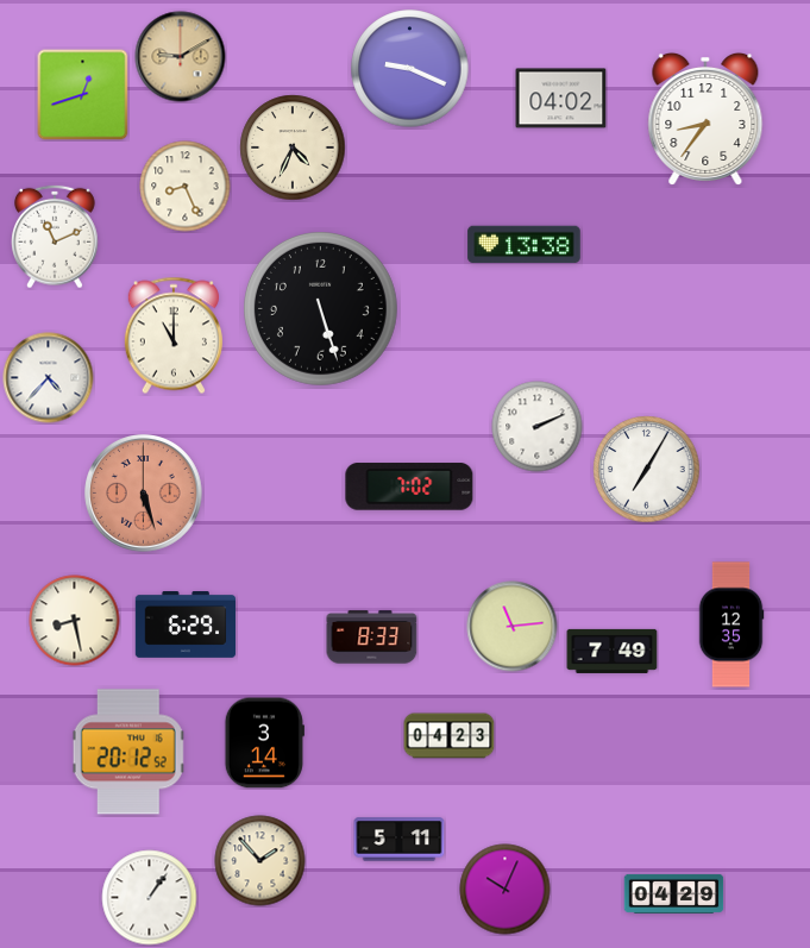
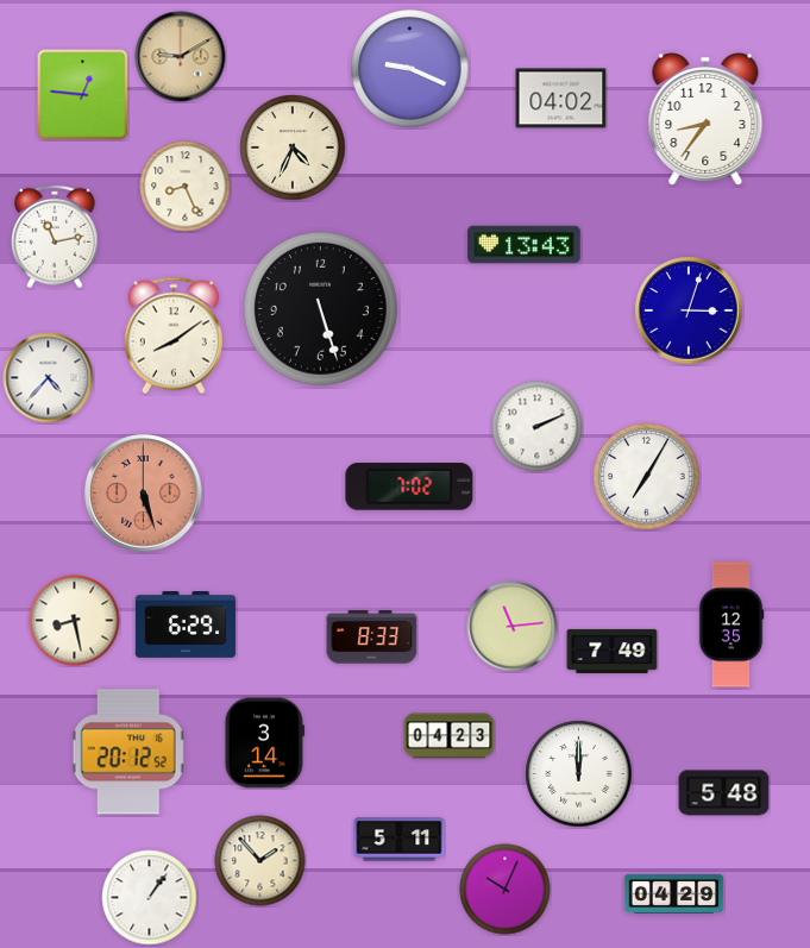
clock at (83, 95): 12:42 -> 12:46
clock at (56, 237): 11:11 -> 11:13
clock at (525, 245): 13:38 -> 13:43
clock at (689, 310): none -> 3:03
clock at (174, 335): 11:00 -> 8:09
clock at (647, 470) position: (647, 470) -> (647, 477)
clock at (579, 774): none -> 12:00
clock at (724, 793): none -> 5:48
